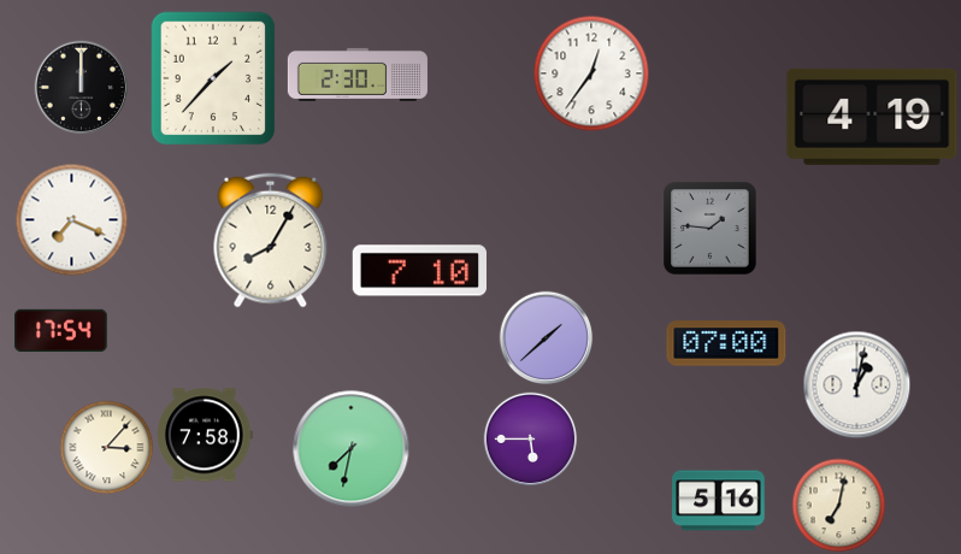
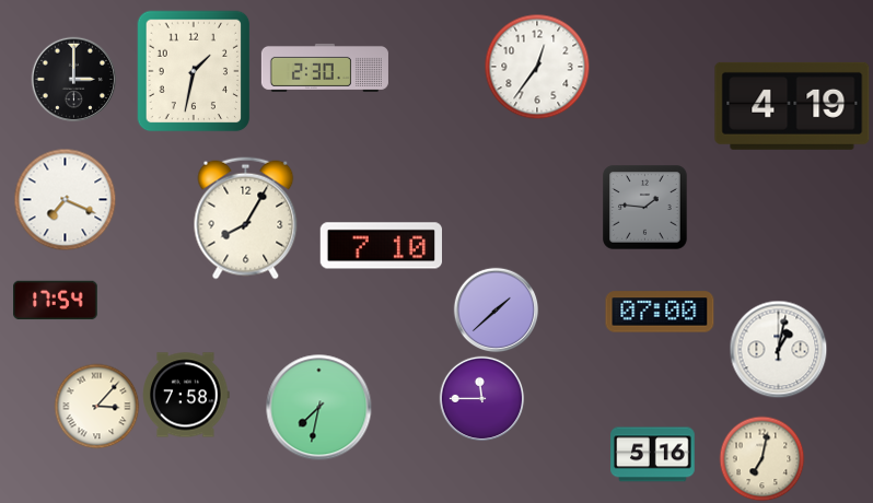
clock at (213, 78): 1:37 -> 1:32
clock at (81, 87): 12:00 -> 3:00
clock at (546, 337) position: (546, 337) -> (496, 309)
clock at (530, 438): 5:45 -> 11:45
